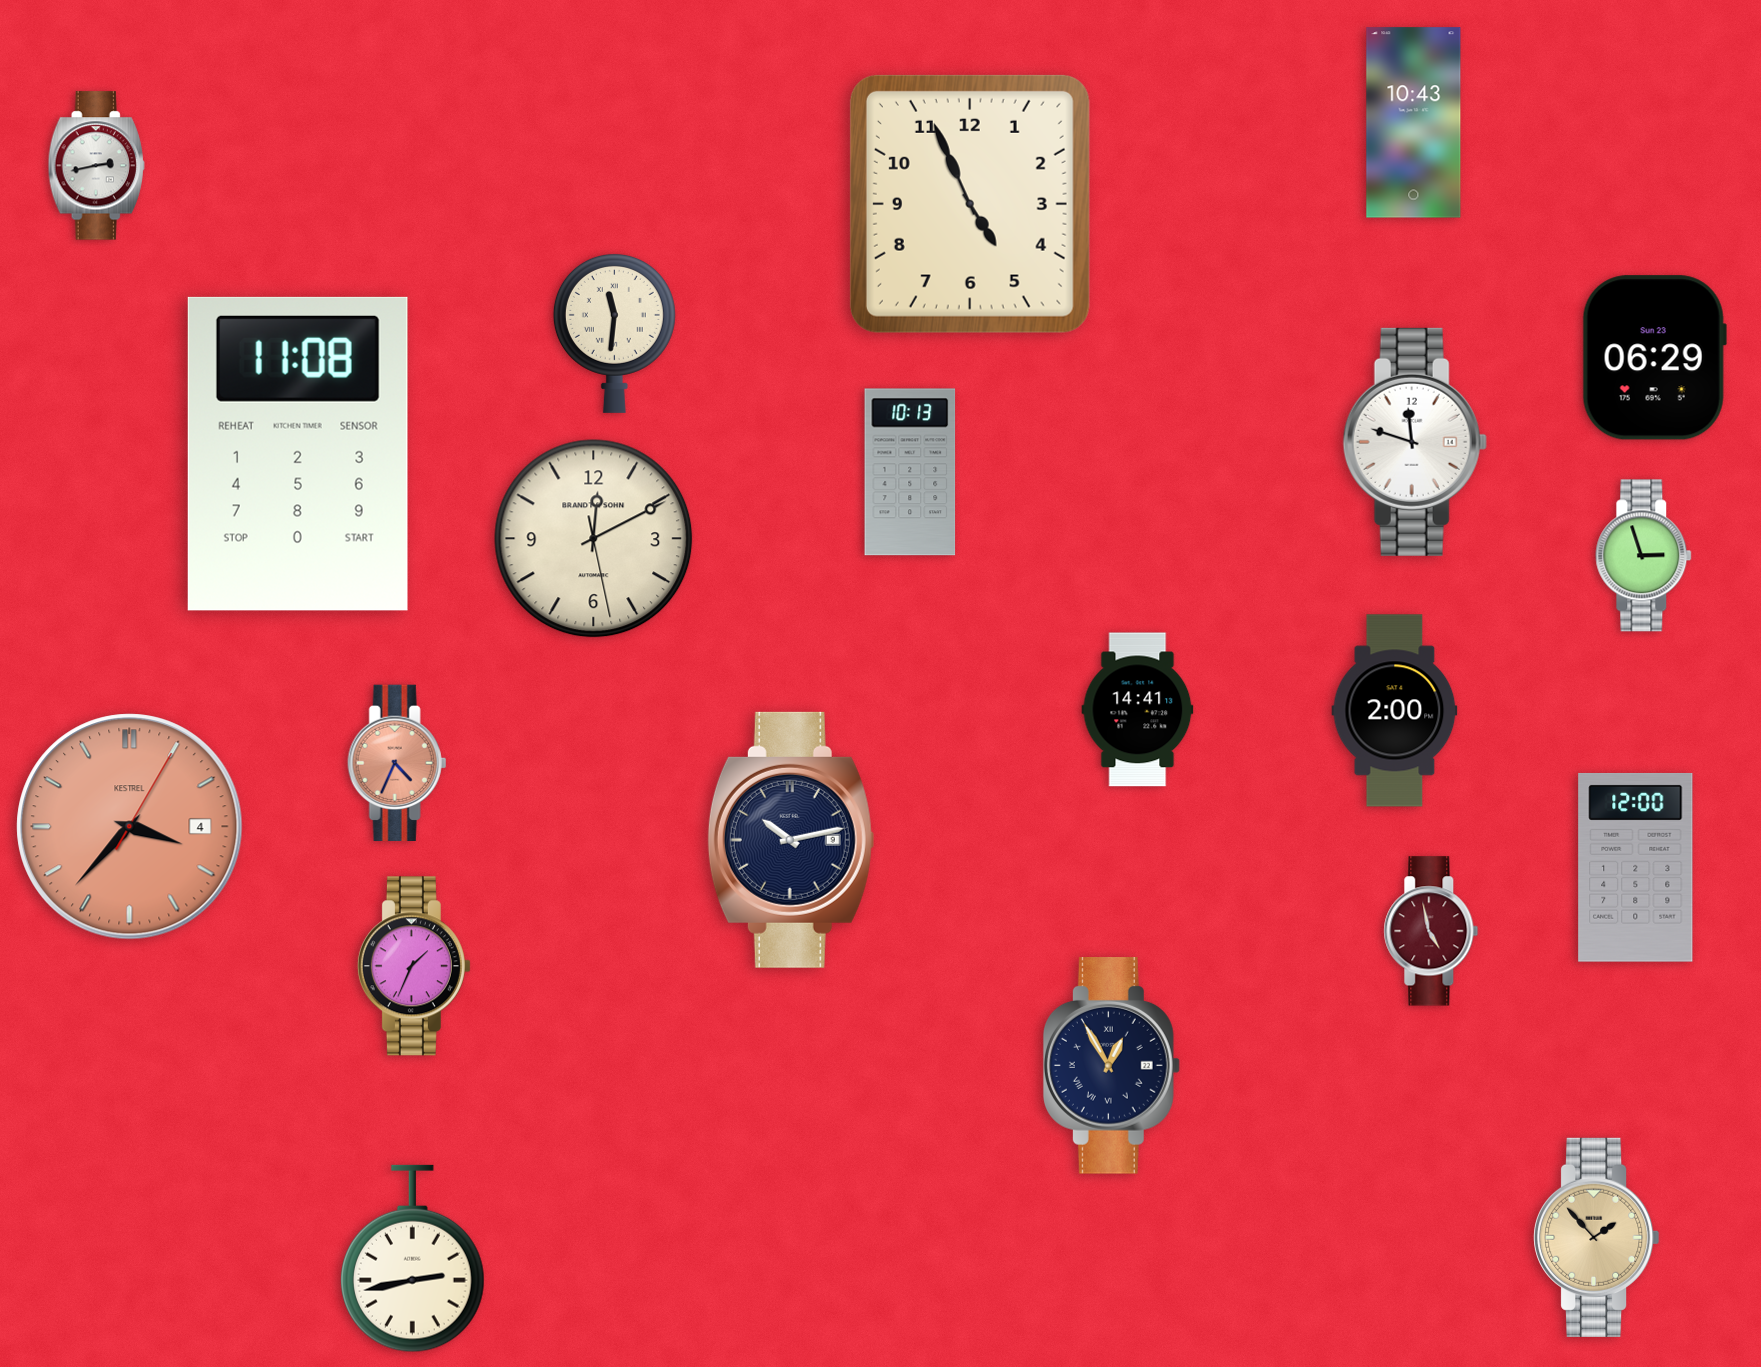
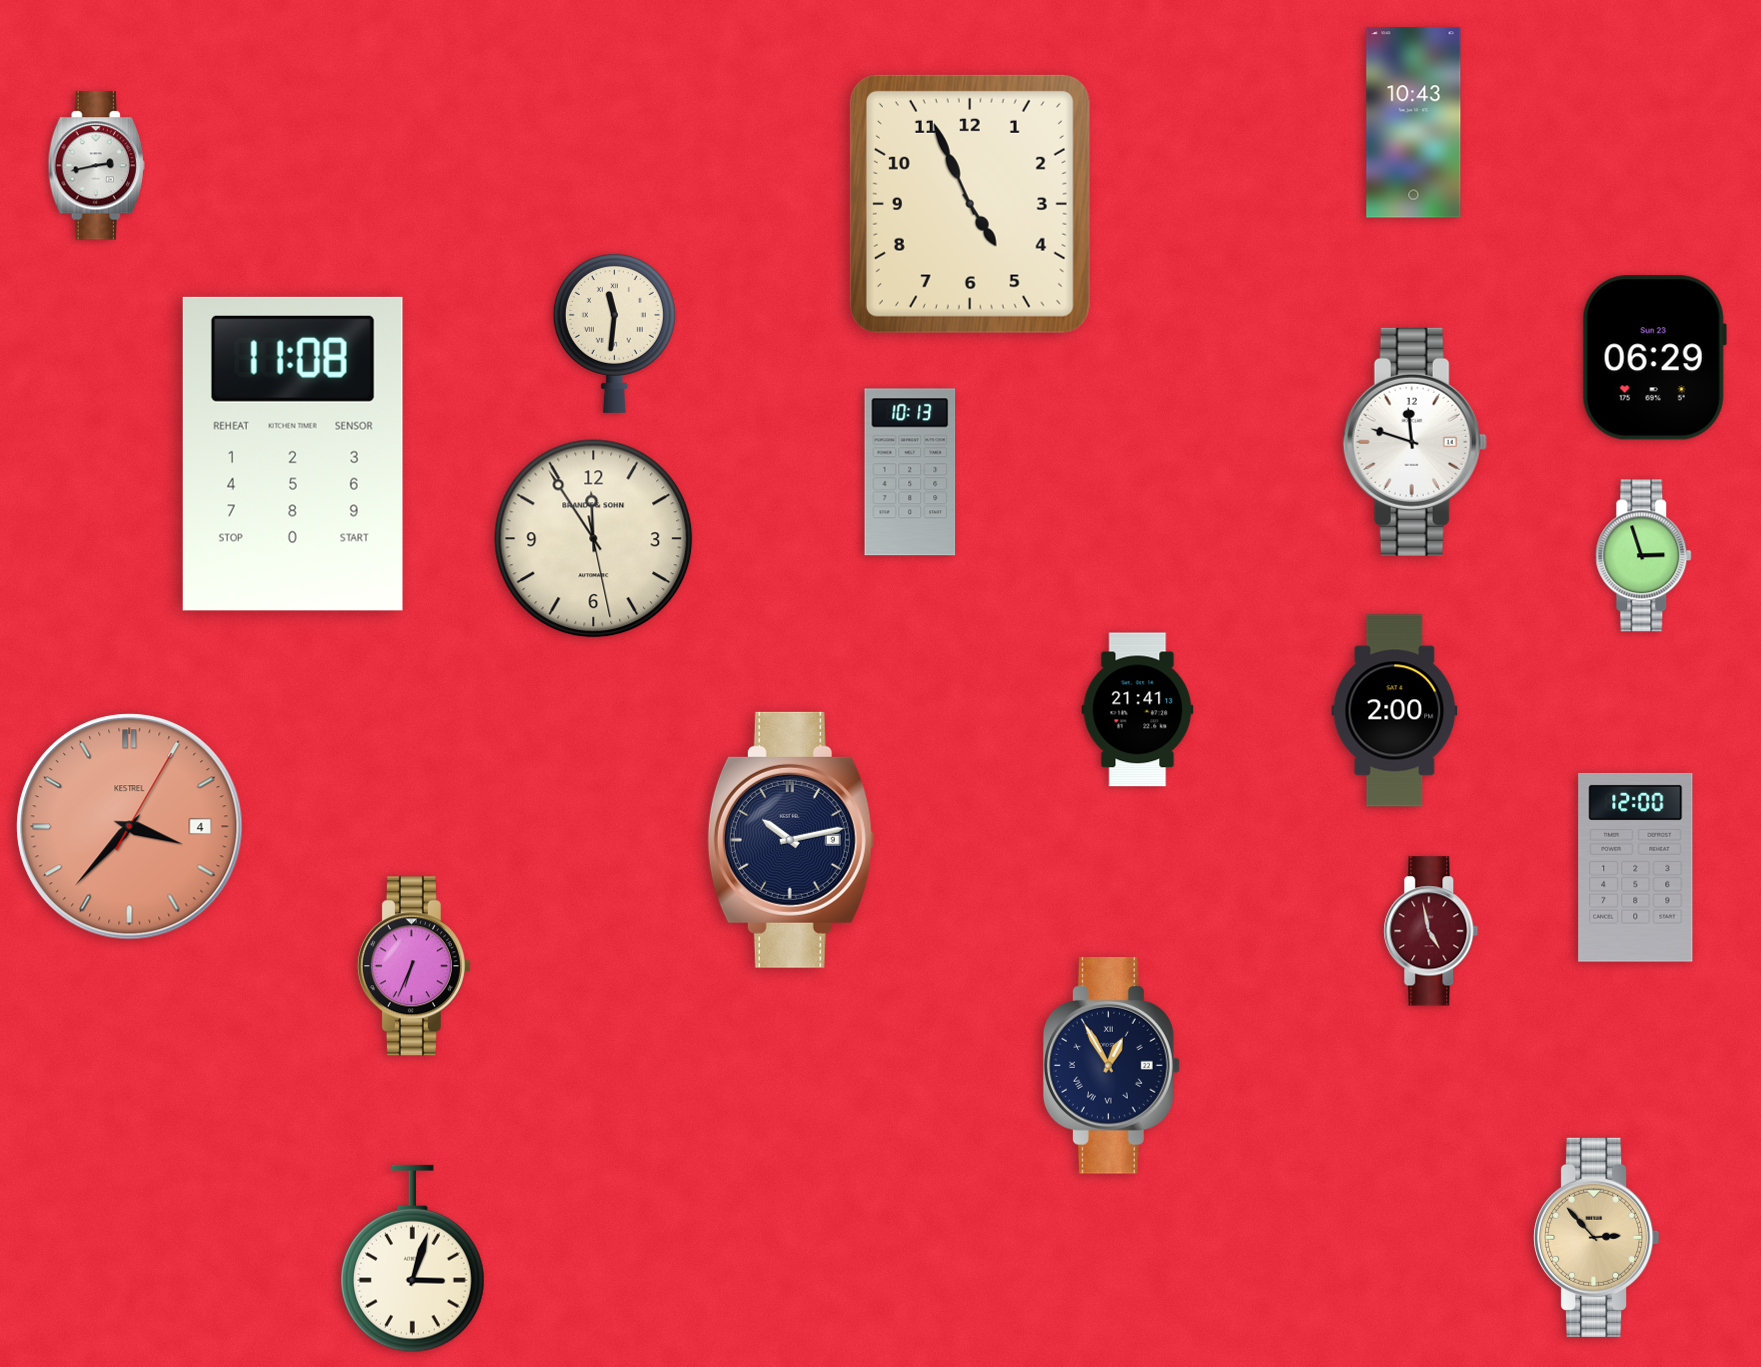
clock at (298, 454) position: (298, 454) -> (293, 454)
clock at (594, 539): 12:10 -> 11:54
clock at (1138, 710): 14:41 -> 21:41
clock at (397, 763): 4:34 -> none
clock at (414, 966): 1:34 -> 6:34
clock at (1597, 1237): 1:53 -> 2:53
clock at (412, 1259): 2:43 -> 3:03
